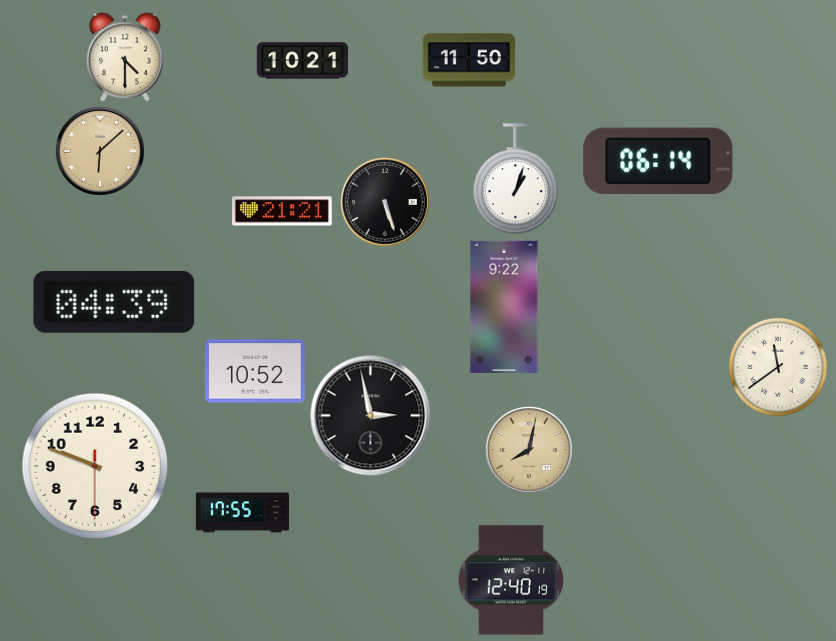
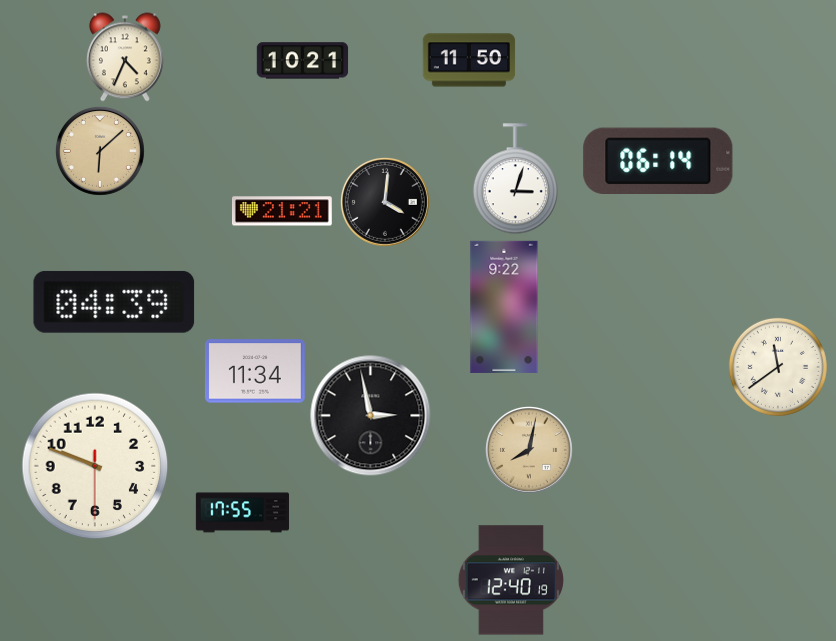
clock at (125, 57): 4:30 -> 4:34
clock at (515, 179): 1:03 -> 3:03
clock at (385, 202): 5:27 -> 4:01
clock at (255, 371): 10:52 -> 11:34
